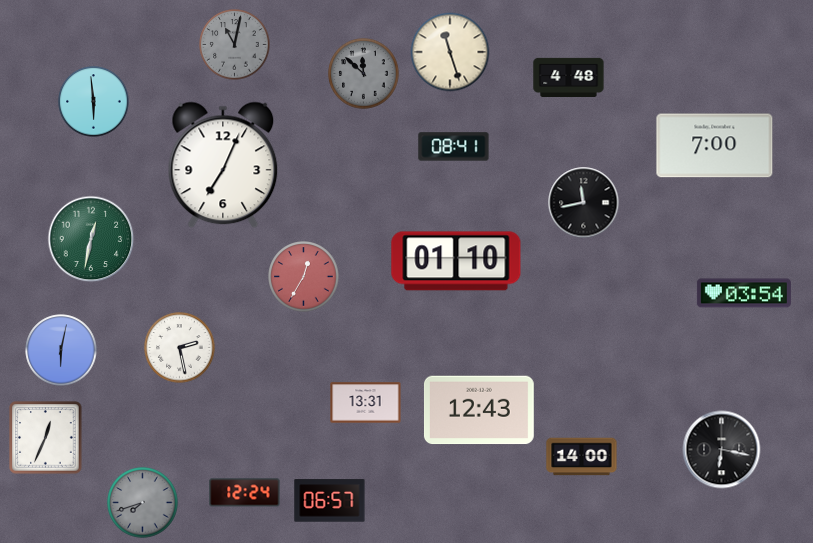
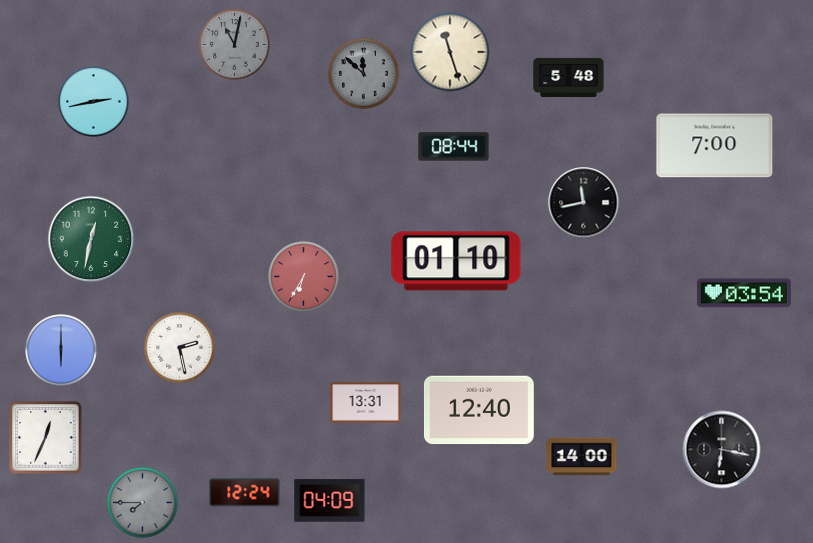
clock at (569, 77): 4:48 -> 5:48
clock at (94, 102): 5:59 -> 2:43
clock at (454, 147): 08:41 -> 08:44
clock at (223, 165): 7:04 -> none
clock at (304, 277): 12:35 -> 6:35
clock at (61, 350): 6:02 -> 6:00
clock at (479, 410): 12:43 -> 12:40
clock at (330, 501): 06:57 -> 04:09
clock at (143, 503): 7:42 -> 7:45
